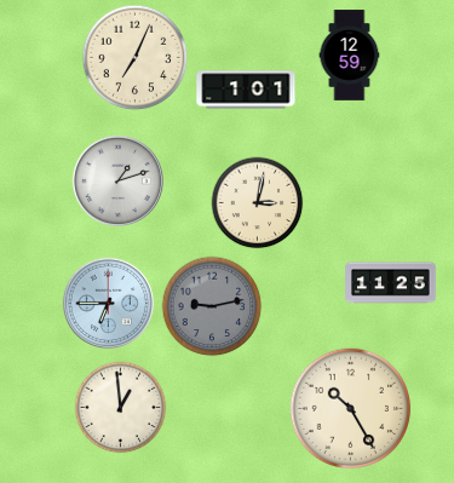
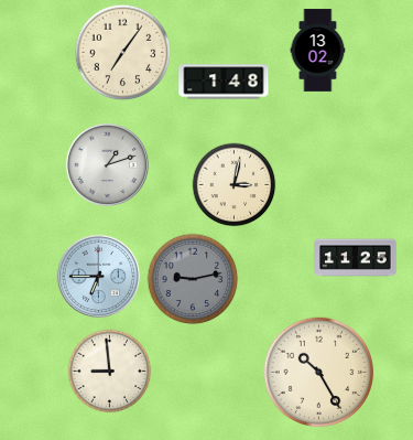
clock at (350, 56): 12:59 -> 13:02
clock at (136, 58): 7:04 -> 7:06
clock at (246, 90): 1:01 -> 1:48
clock at (121, 408): 12:59 -> 8:59
